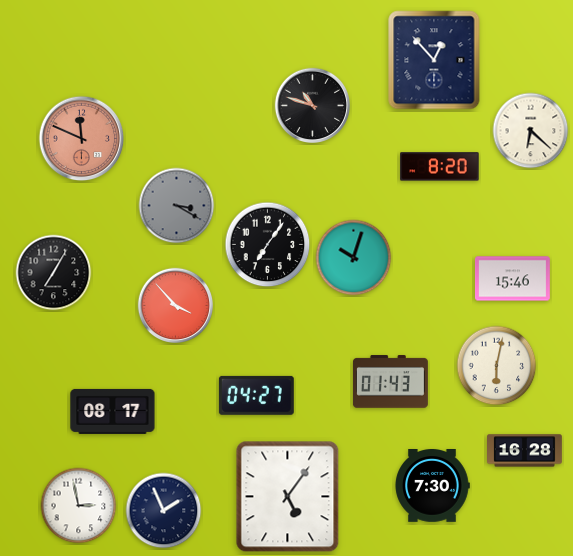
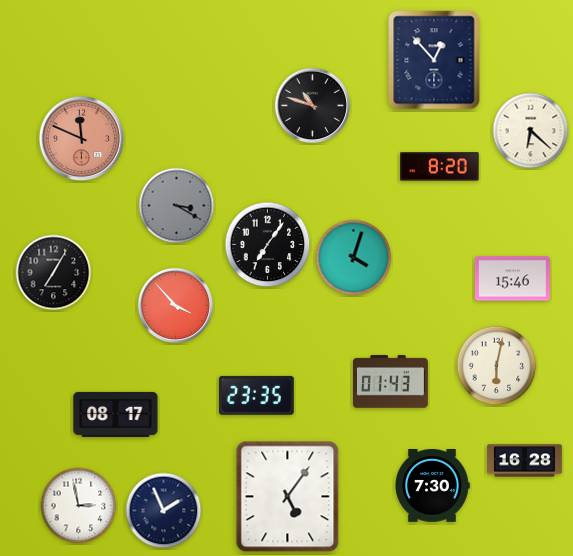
clock at (354, 258): 10:03 -> 4:03
clock at (256, 395): 04:27 -> 23:35
clock at (113, 411) position: (113, 411) -> (116, 414)
clock at (525, 451) position: (525, 451) -> (525, 461)
